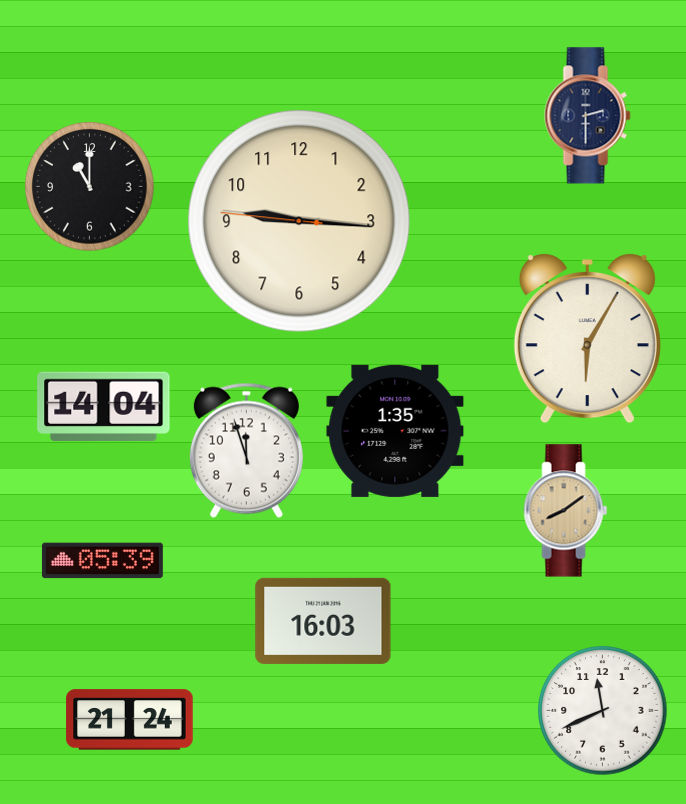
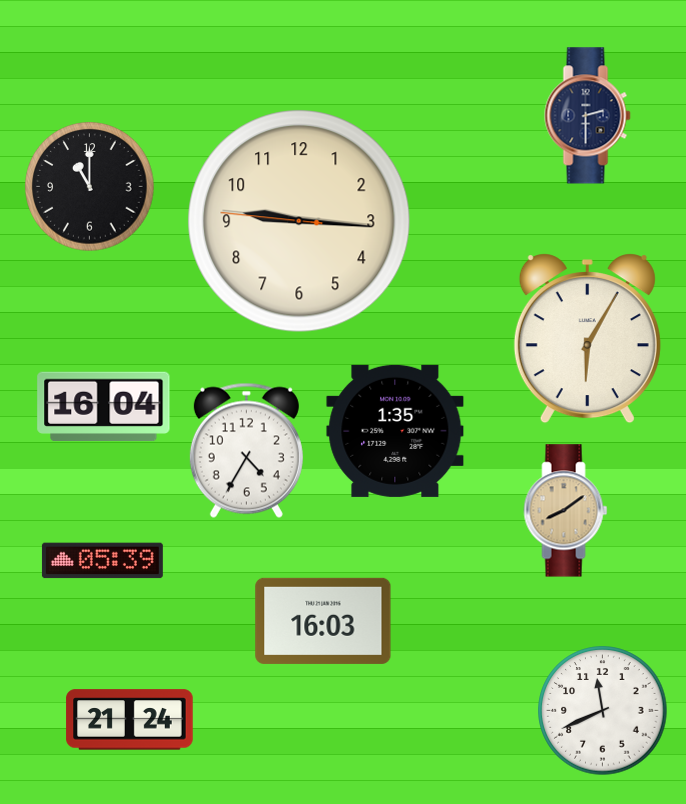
clock at (104, 407): 14:04 -> 16:04
clock at (246, 450): 11:57 -> 4:35
